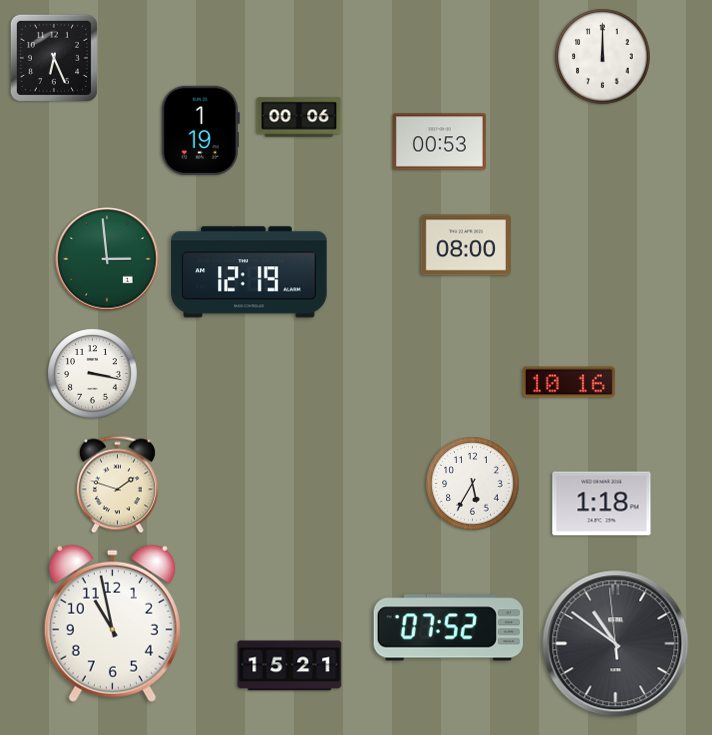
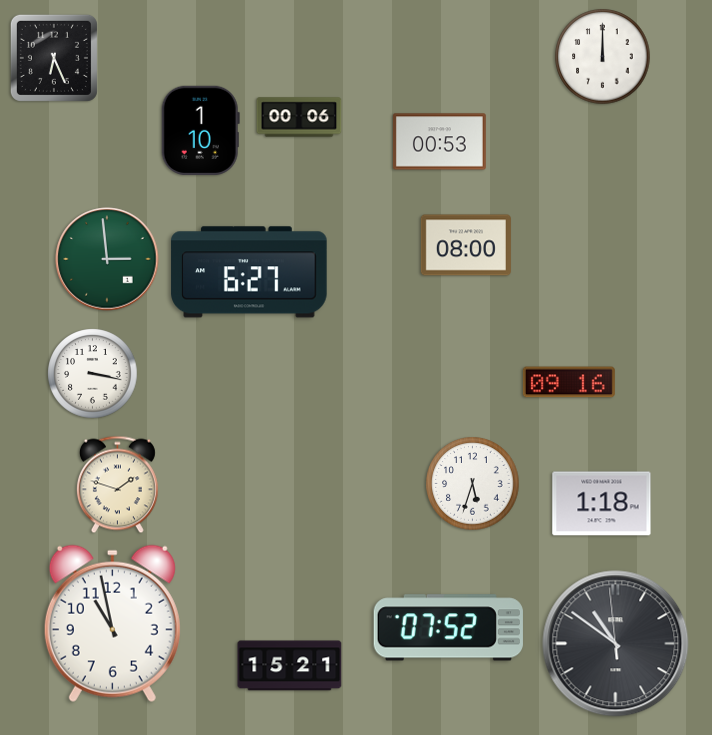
clock at (200, 130): 1:19 -> 1:10
clock at (249, 272): 12:19 -> 6:27
clock at (569, 382): 10:16 -> 09:16
clock at (473, 484): 5:35 -> 5:33
